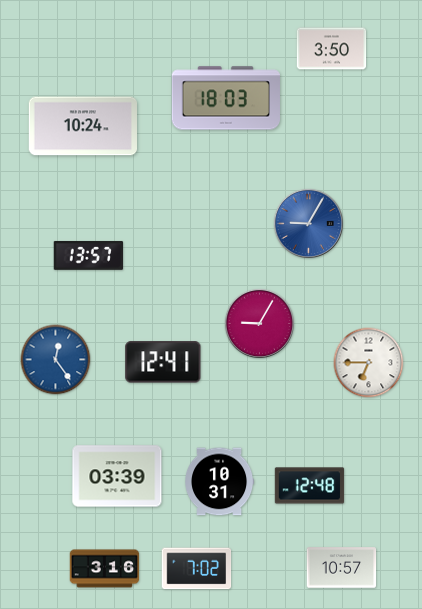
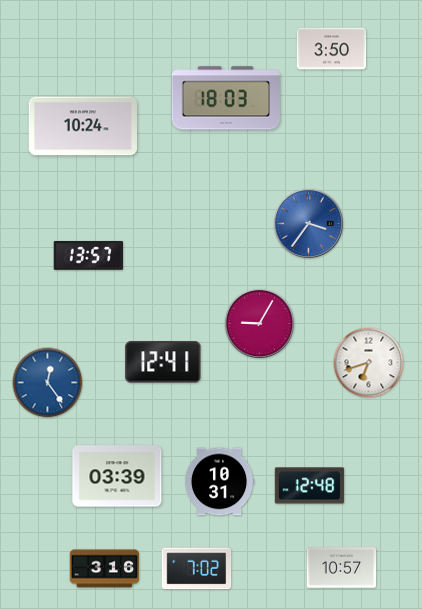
clock at (308, 223): 9:05 -> 3:36
clock at (56, 360) position: (56, 360) -> (48, 383)
clock at (369, 363): 6:45 -> 6:42
